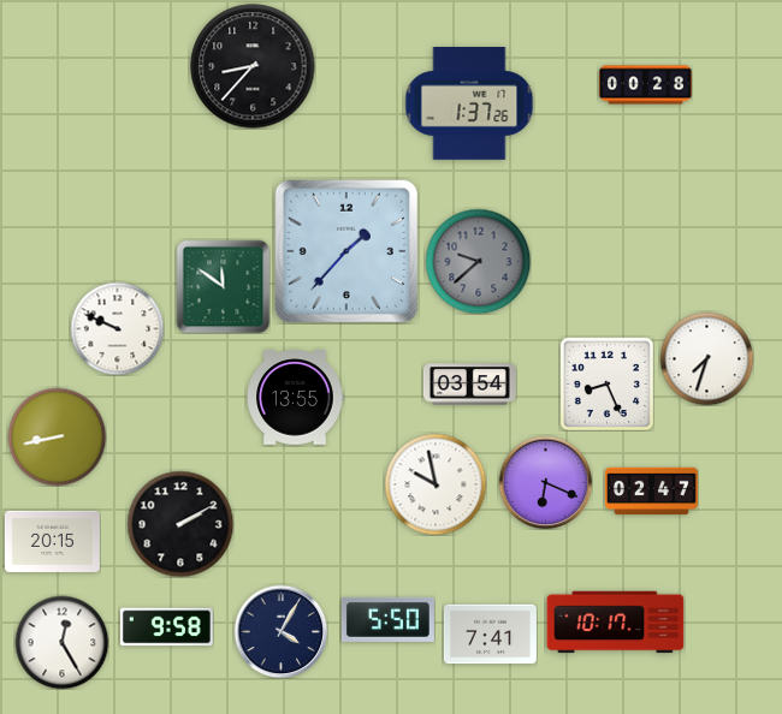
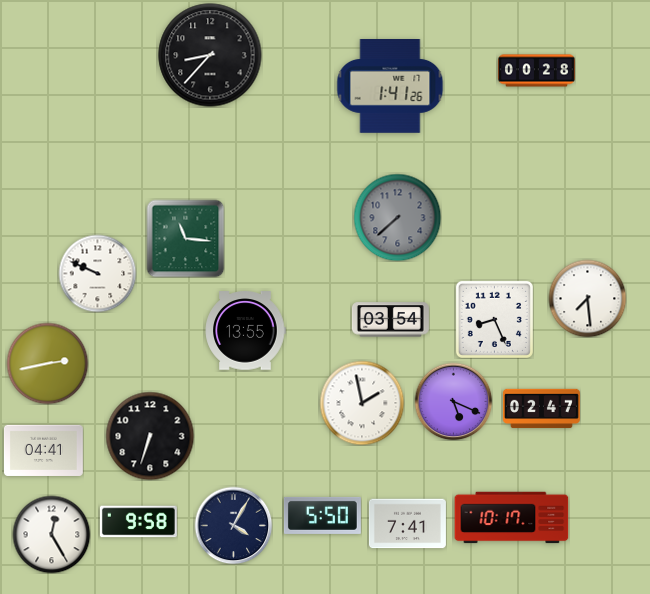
clock at (469, 105): 1:37 -> 1:41
clock at (346, 251): 1:37 -> none
clock at (478, 261): 9:38 -> 7:38
clock at (223, 286): 11:51 -> 11:16
clock at (706, 358): 7:33 -> 7:29
clock at (606, 383) position: (606, 383) -> (494, 319)
clock at (57, 436): 8:43 -> 2:43
clock at (545, 482): 6:19 -> 5:19
clock at (436, 484): 9:58 -> 1:58
clock at (180, 524): 2:10 -> 6:33
clock at (52, 541): 20:15 -> 04:41
clock at (490, 635) position: (490, 635) -> (407, 524)
